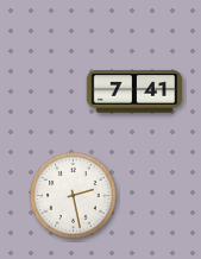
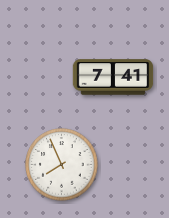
clock at (74, 196): 2:28 -> 7:56
